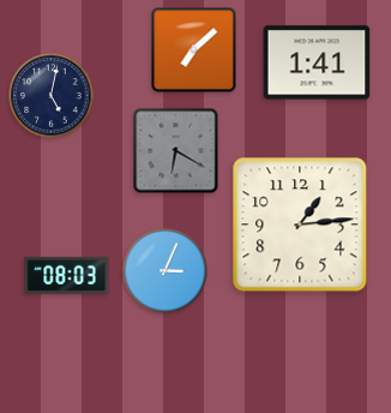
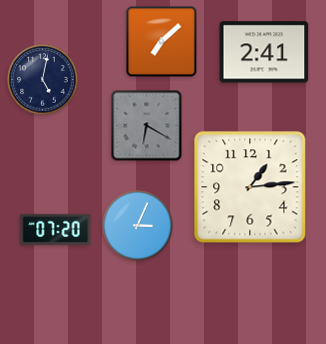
clock at (317, 62): 1:41 -> 2:41
clock at (67, 275): 08:03 -> 07:20
